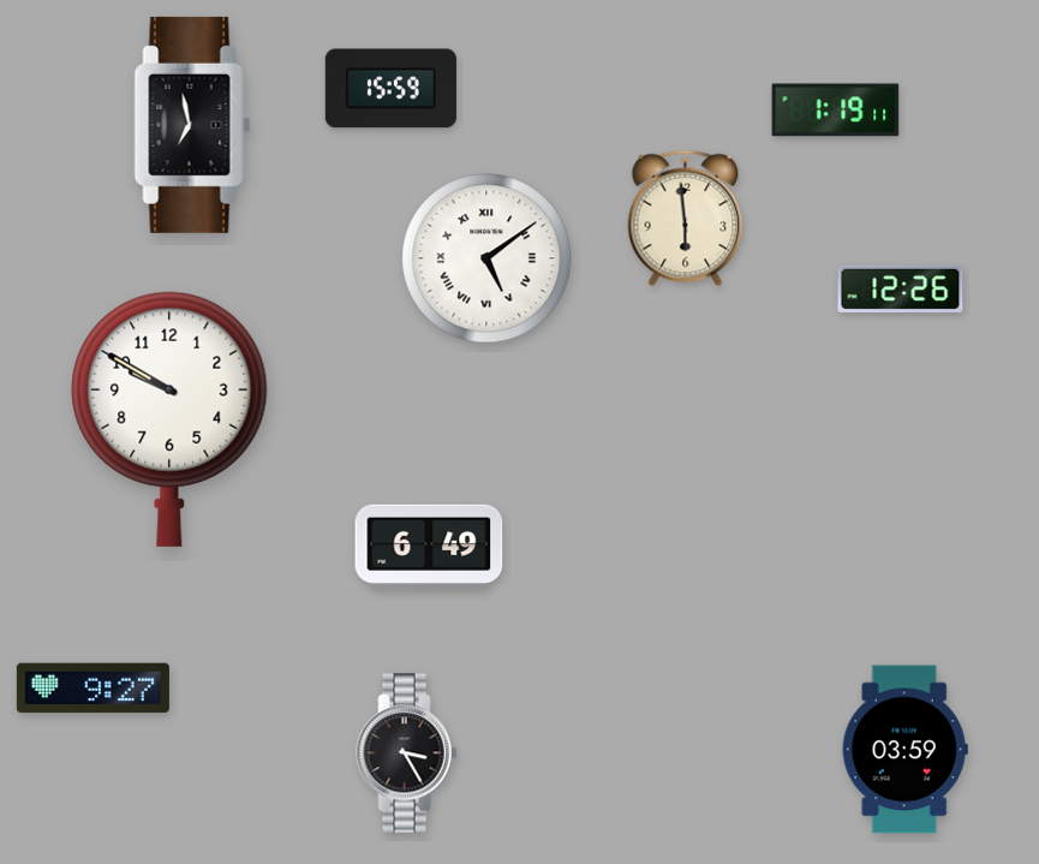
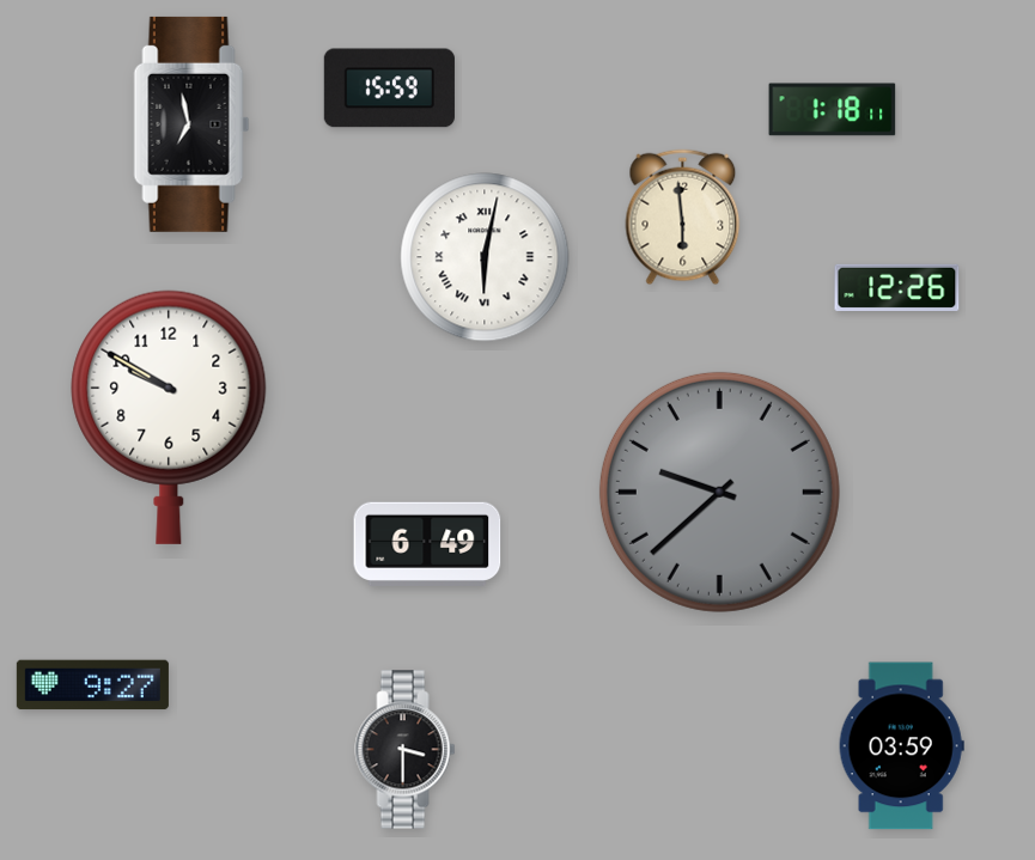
clock at (836, 111): 1:19 -> 1:18
clock at (486, 258): 5:09 -> 6:02
clock at (719, 492): none -> 9:38
clock at (407, 753): 3:25 -> 3:30
